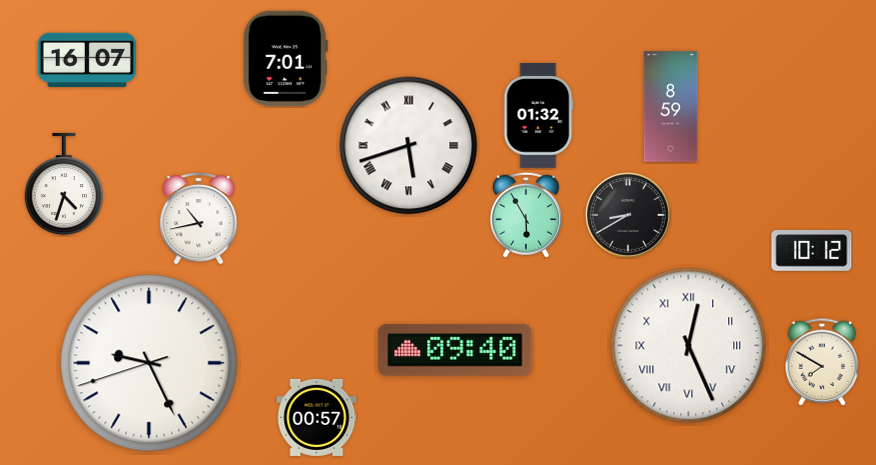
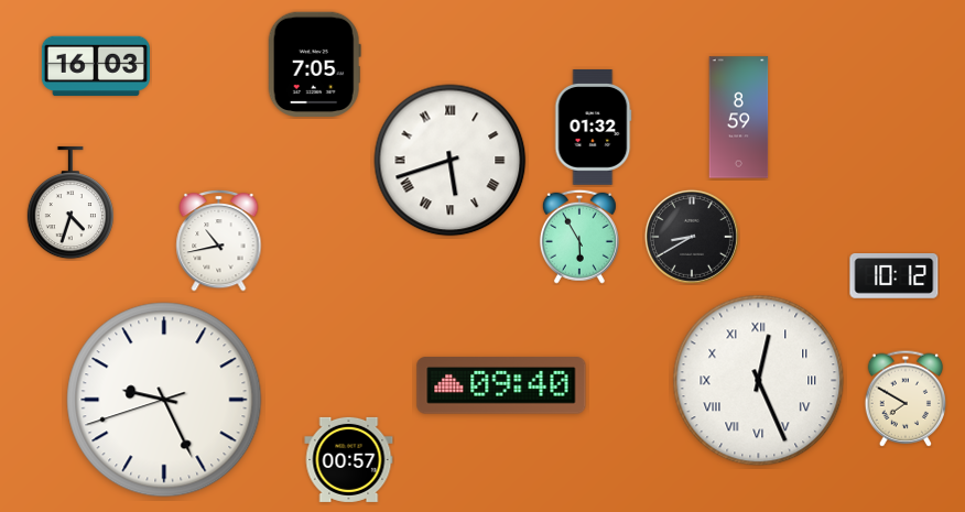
clock at (285, 58): 7:01 -> 7:05
clock at (87, 60): 16:07 -> 16:03
